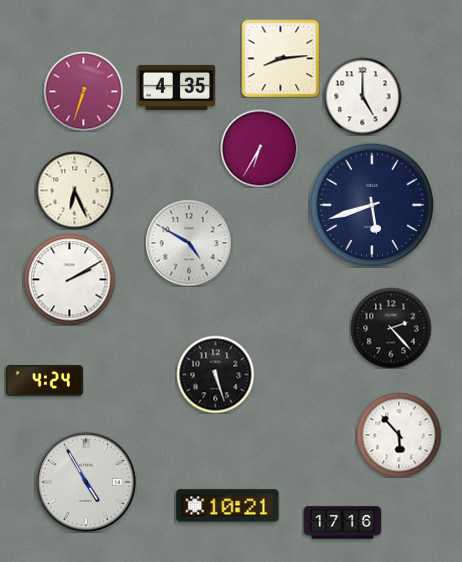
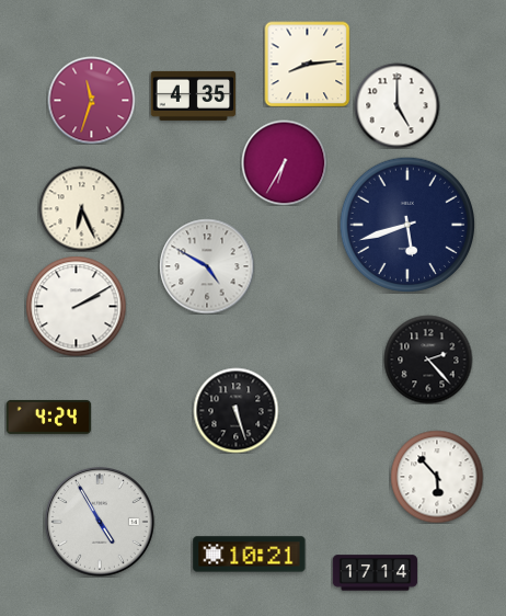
clock at (83, 91): 6:33 -> 11:33
clock at (86, 482) position: (86, 482) -> (100, 522)
clock at (342, 523): 17:16 -> 17:14
